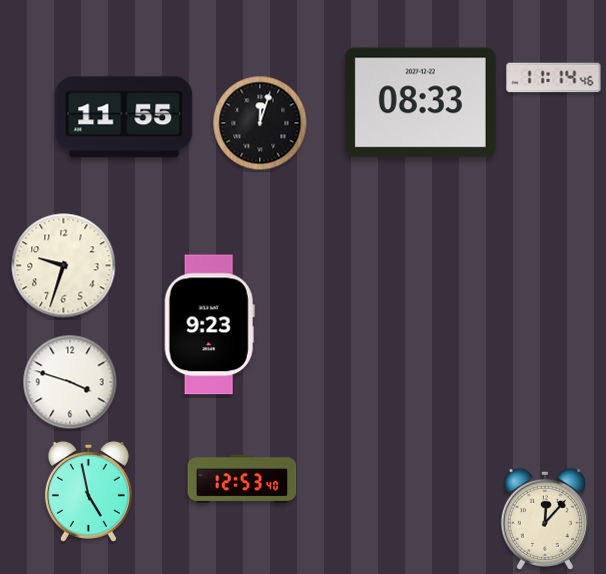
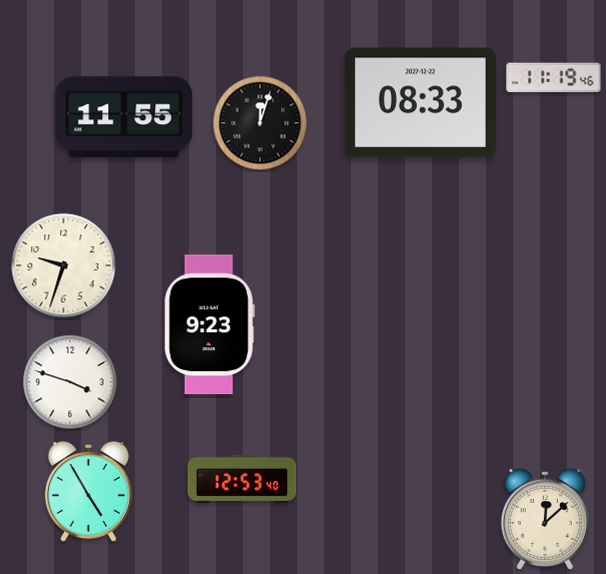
clock at (554, 78): 11:14 -> 11:19
clock at (88, 491): 4:58 -> 4:55
clock at (545, 519): 12:07 -> 12:08
